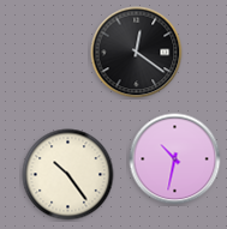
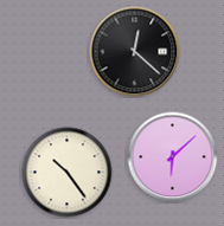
clock at (137, 53): 12:21 -> 12:22
clock at (175, 159): 10:32 -> 6:08
